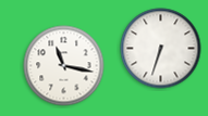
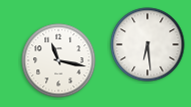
clock at (161, 49): 6:33 -> 6:29
